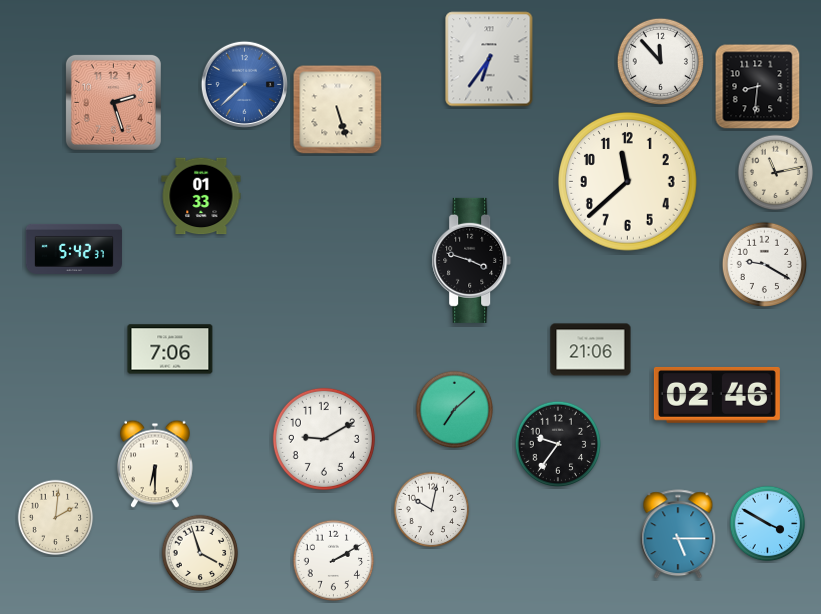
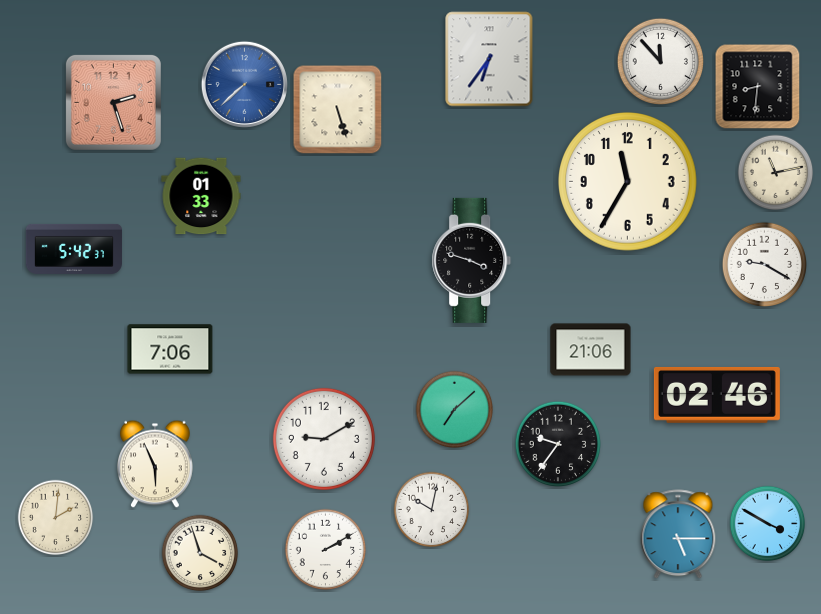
clock at (628, 182): 11:38 -> 11:35
clock at (155, 464): 6:30 -> 5:56
clock at (334, 561) position: (334, 561) -> (326, 550)
